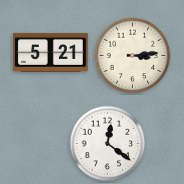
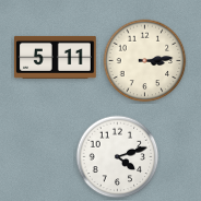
clock at (51, 52): 5:21 -> 5:11
clock at (108, 144): 12:21 -> 4:12
